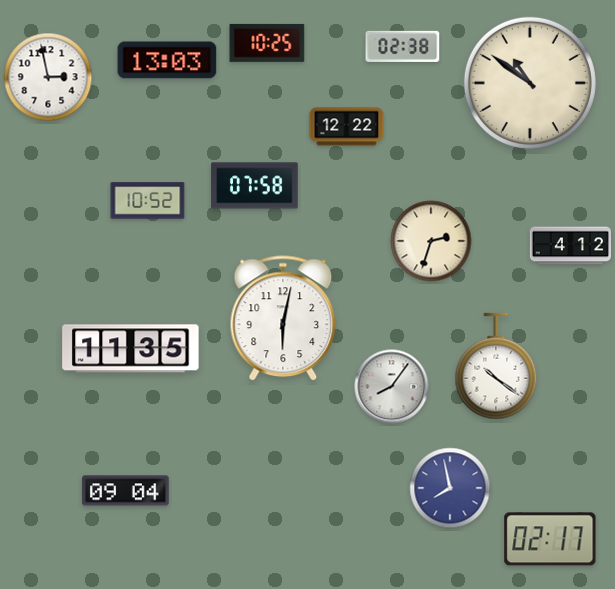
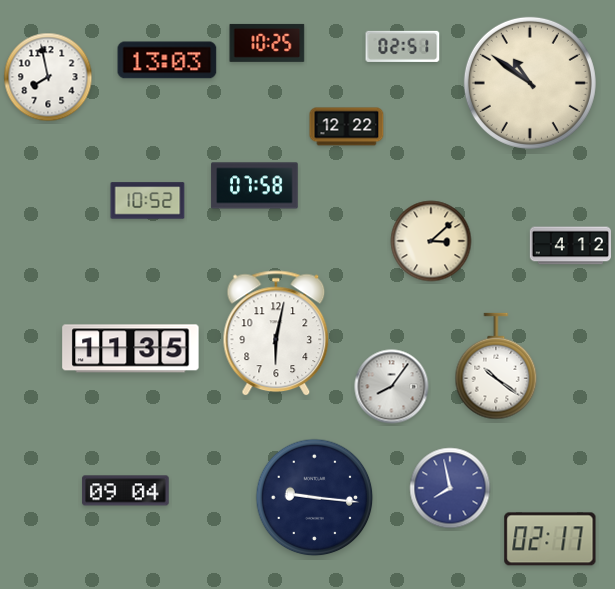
clock at (403, 46): 02:38 -> 02:51
clock at (48, 77): 2:58 -> 7:58
clock at (431, 241): 2:33 -> 3:08
clock at (283, 319) position: (283, 319) -> (276, 334)
clock at (315, 498): none -> 9:16
